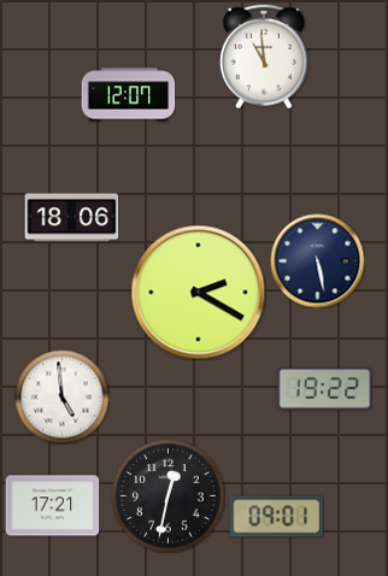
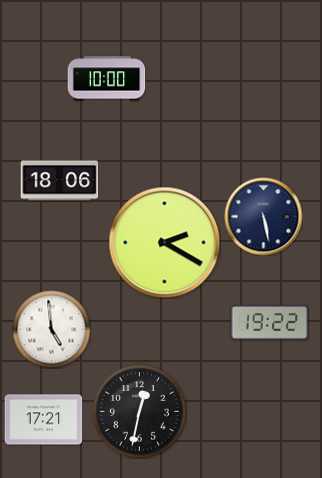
clock at (264, 57): 10:59 -> none
clock at (128, 95): 12:07 -> 10:00
clock at (276, 517): 09:01 -> none
